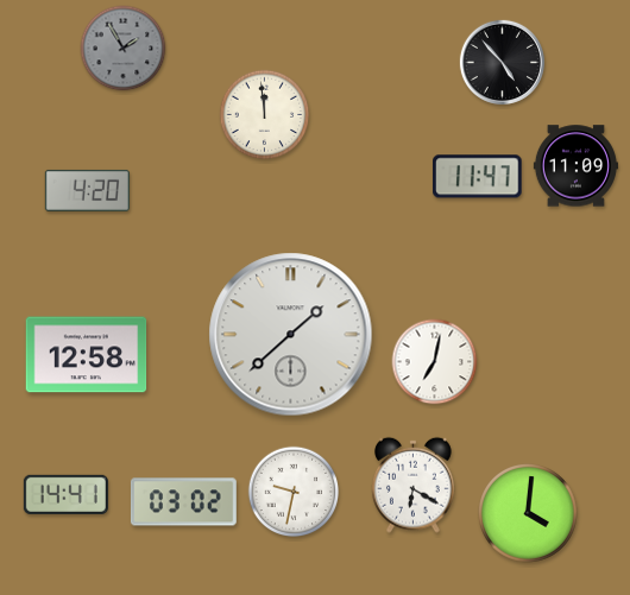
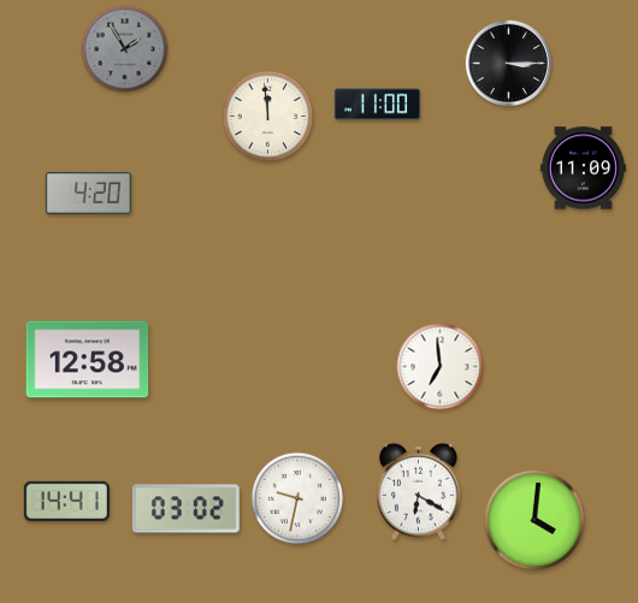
clock at (502, 62): 4:53 -> 3:15
clock at (377, 105): none -> 11:00
clock at (478, 177): 11:47 -> none
clock at (291, 335): 1:38 -> none
clock at (435, 362): 7:02 -> 6:59
